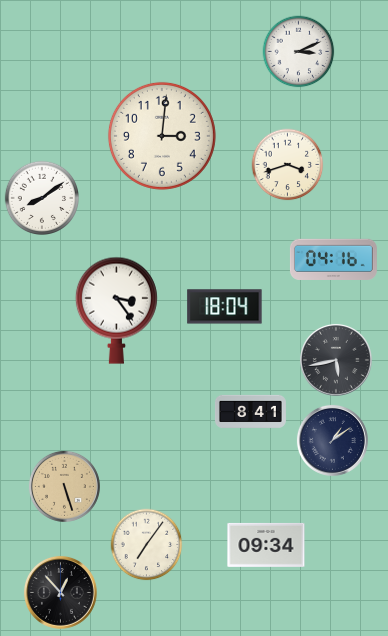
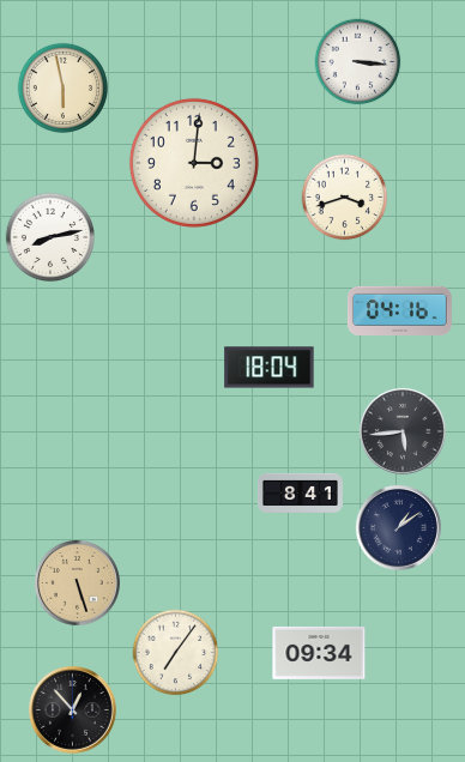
clock at (299, 52): 3:11 -> 3:16
clock at (62, 87): none -> 5:58
clock at (42, 198): 8:09 -> 8:13
clock at (116, 310): 3:24 -> none
clock at (336, 360): 5:43 -> 5:44
